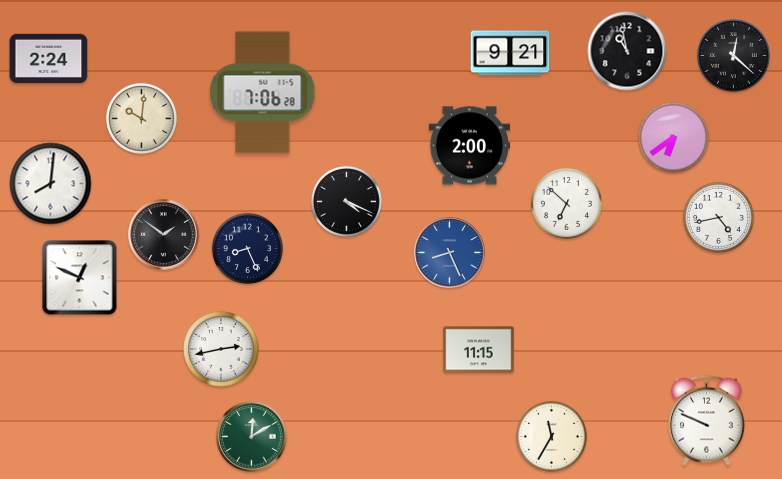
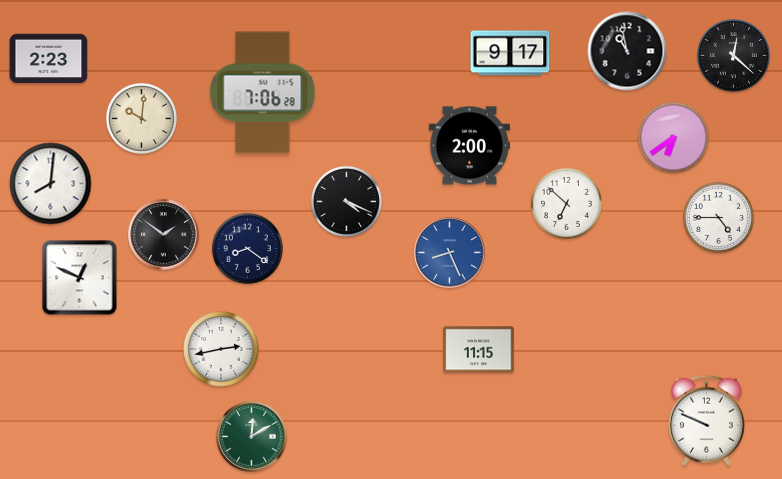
clock at (510, 53): 9:21 -> 9:17
clock at (49, 59): 2:24 -> 2:23
clock at (718, 217): 4:43 -> 4:45
clock at (247, 248): 8:26 -> 8:21
clock at (551, 436): 11:35 -> none
